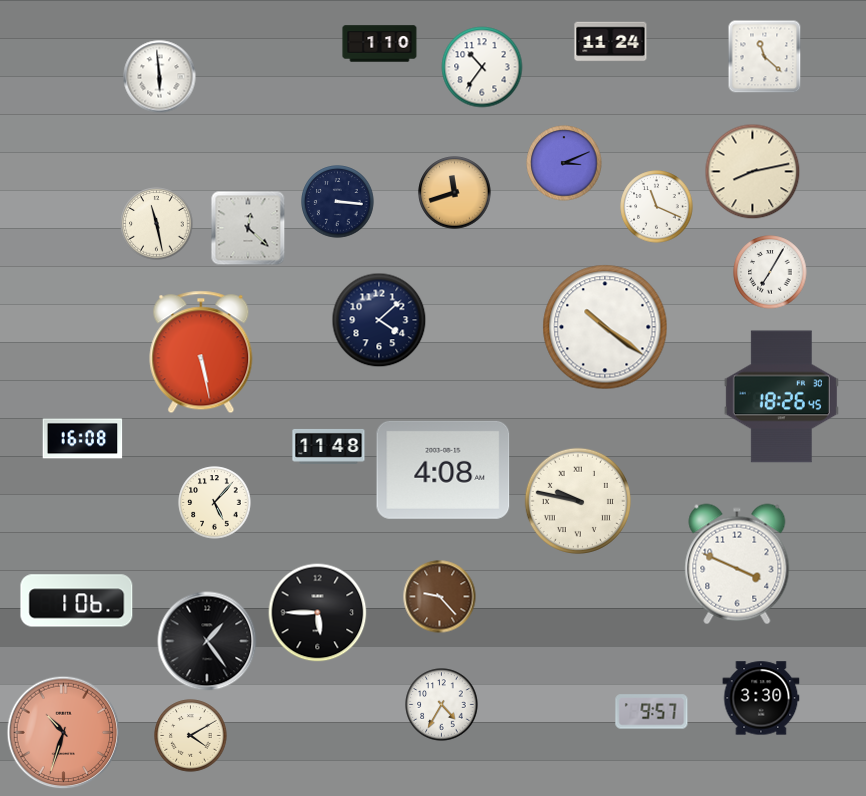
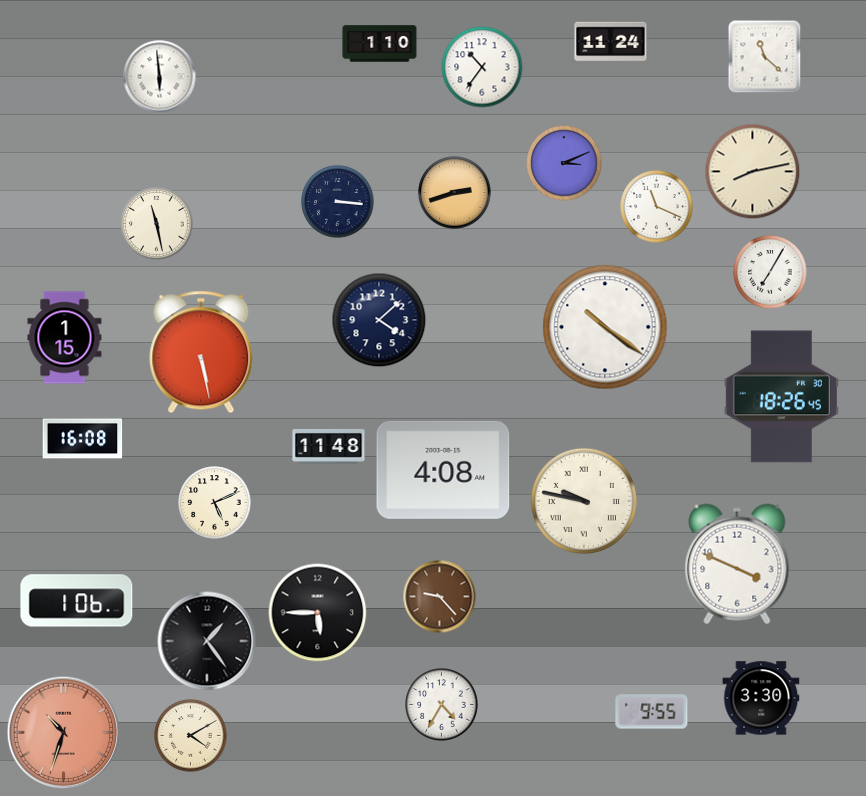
clock at (455, 193): 11:42 -> 2:42
clock at (248, 228): 12:22 -> none
clock at (65, 338): none -> 1:15
clock at (578, 501) position: (578, 501) -> (584, 501)
clock at (215, 503): 5:07 -> 5:11
clock at (652, 712): 9:57 -> 9:55
